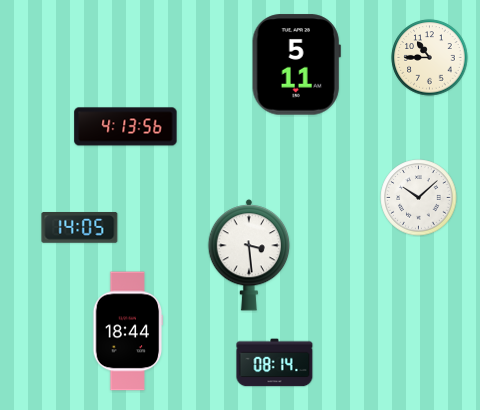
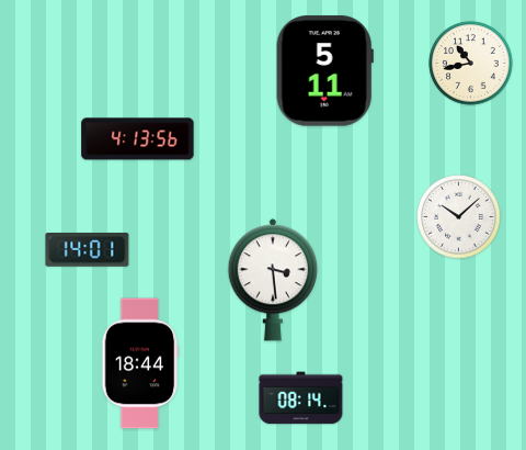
clock at (430, 58): 10:45 -> 10:43
clock at (80, 228): 14:05 -> 14:01
